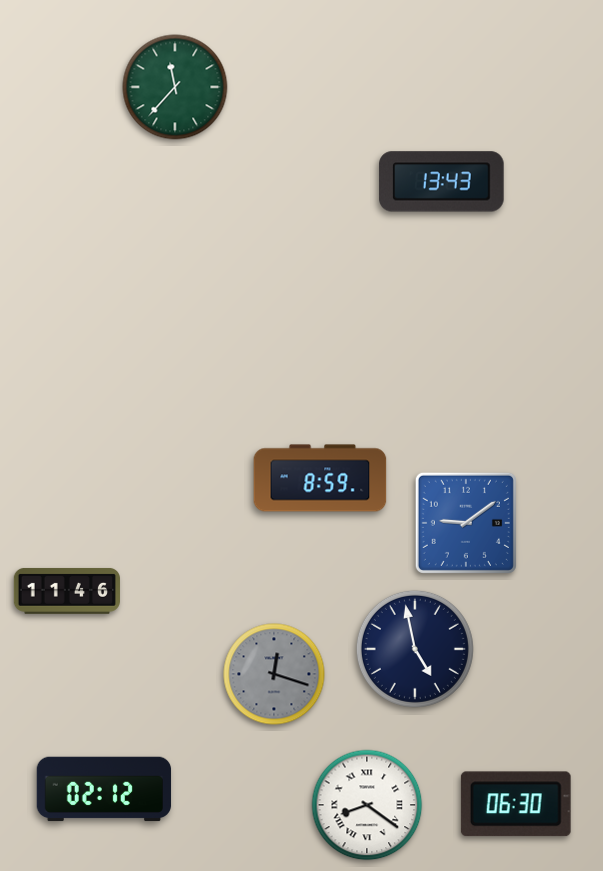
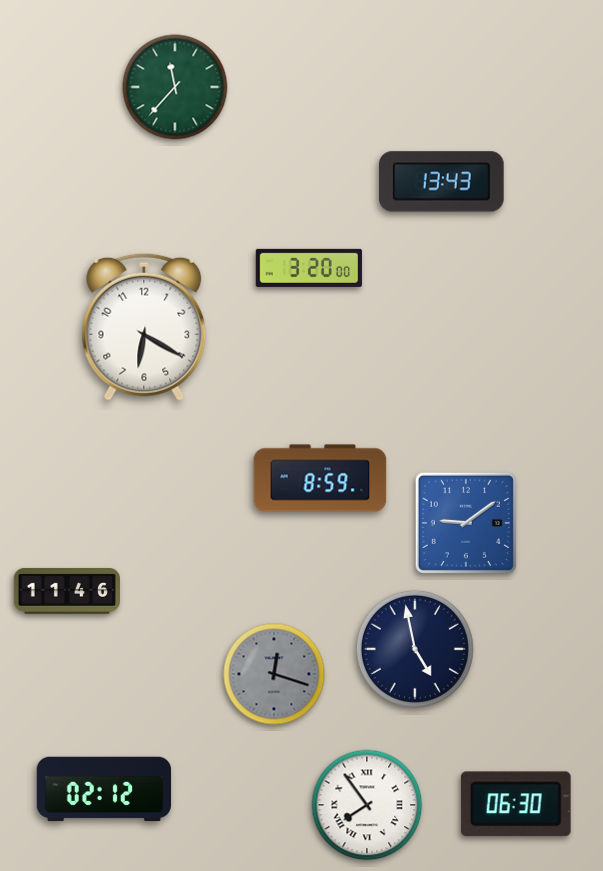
clock at (309, 268): none -> 3:20
clock at (144, 327): none -> 6:20
clock at (367, 805): 8:21 -> 7:54
